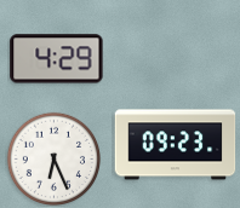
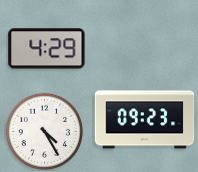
clock at (53, 158): 6:26 -> 4:25
